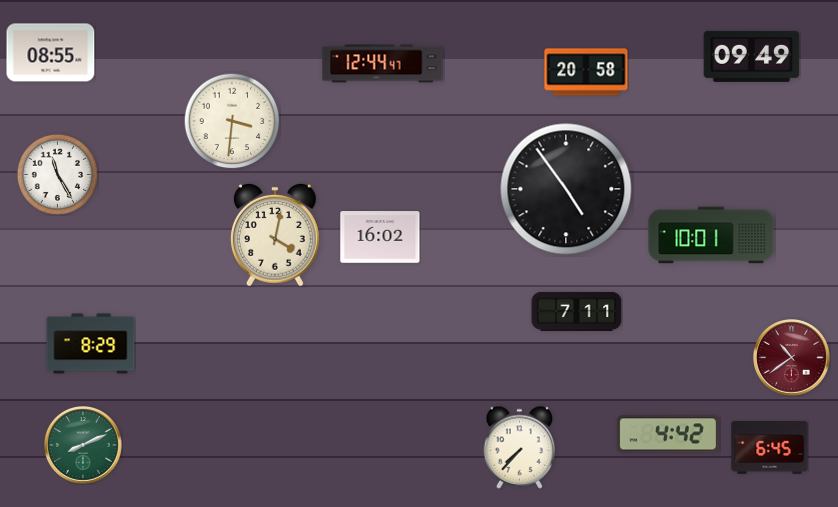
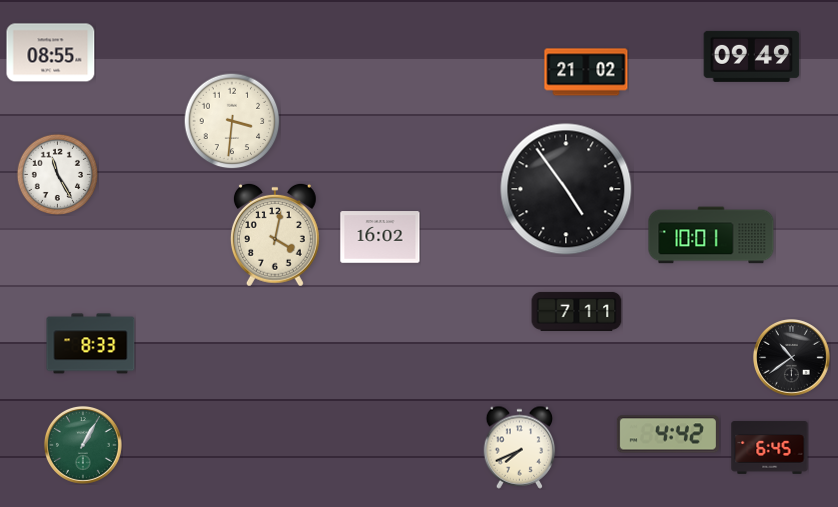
clock at (383, 64): 12:44 -> none
clock at (586, 72): 20:58 -> 21:02
clock at (91, 344): 8:29 -> 8:33
clock at (792, 358) dial: burgundy -> black
clock at (83, 445): 8:11 -> 1:05
clock at (520, 447): 7:37 -> 7:41
